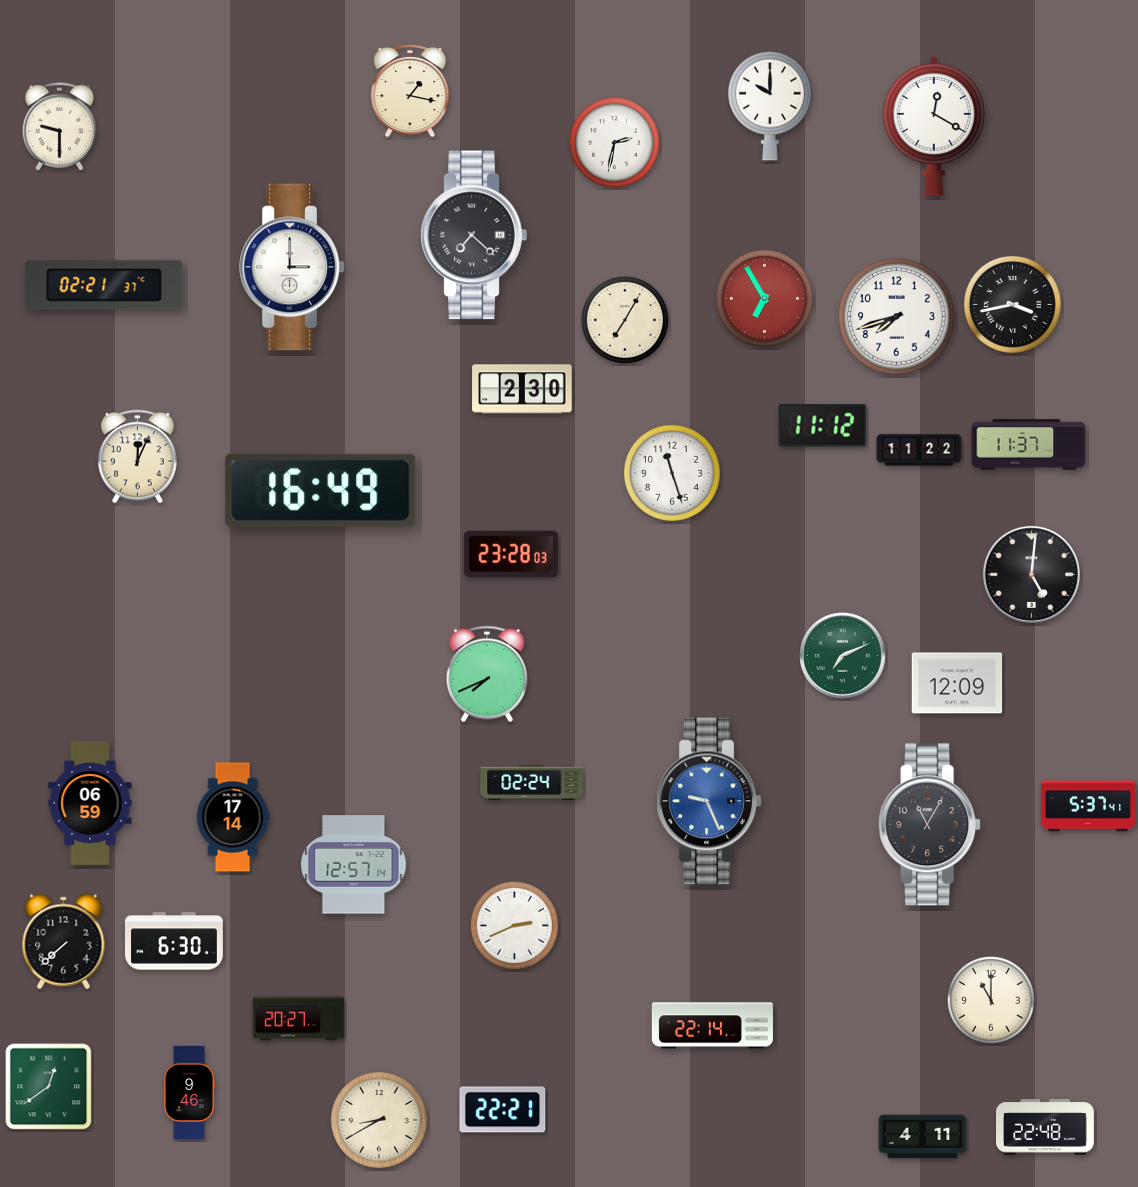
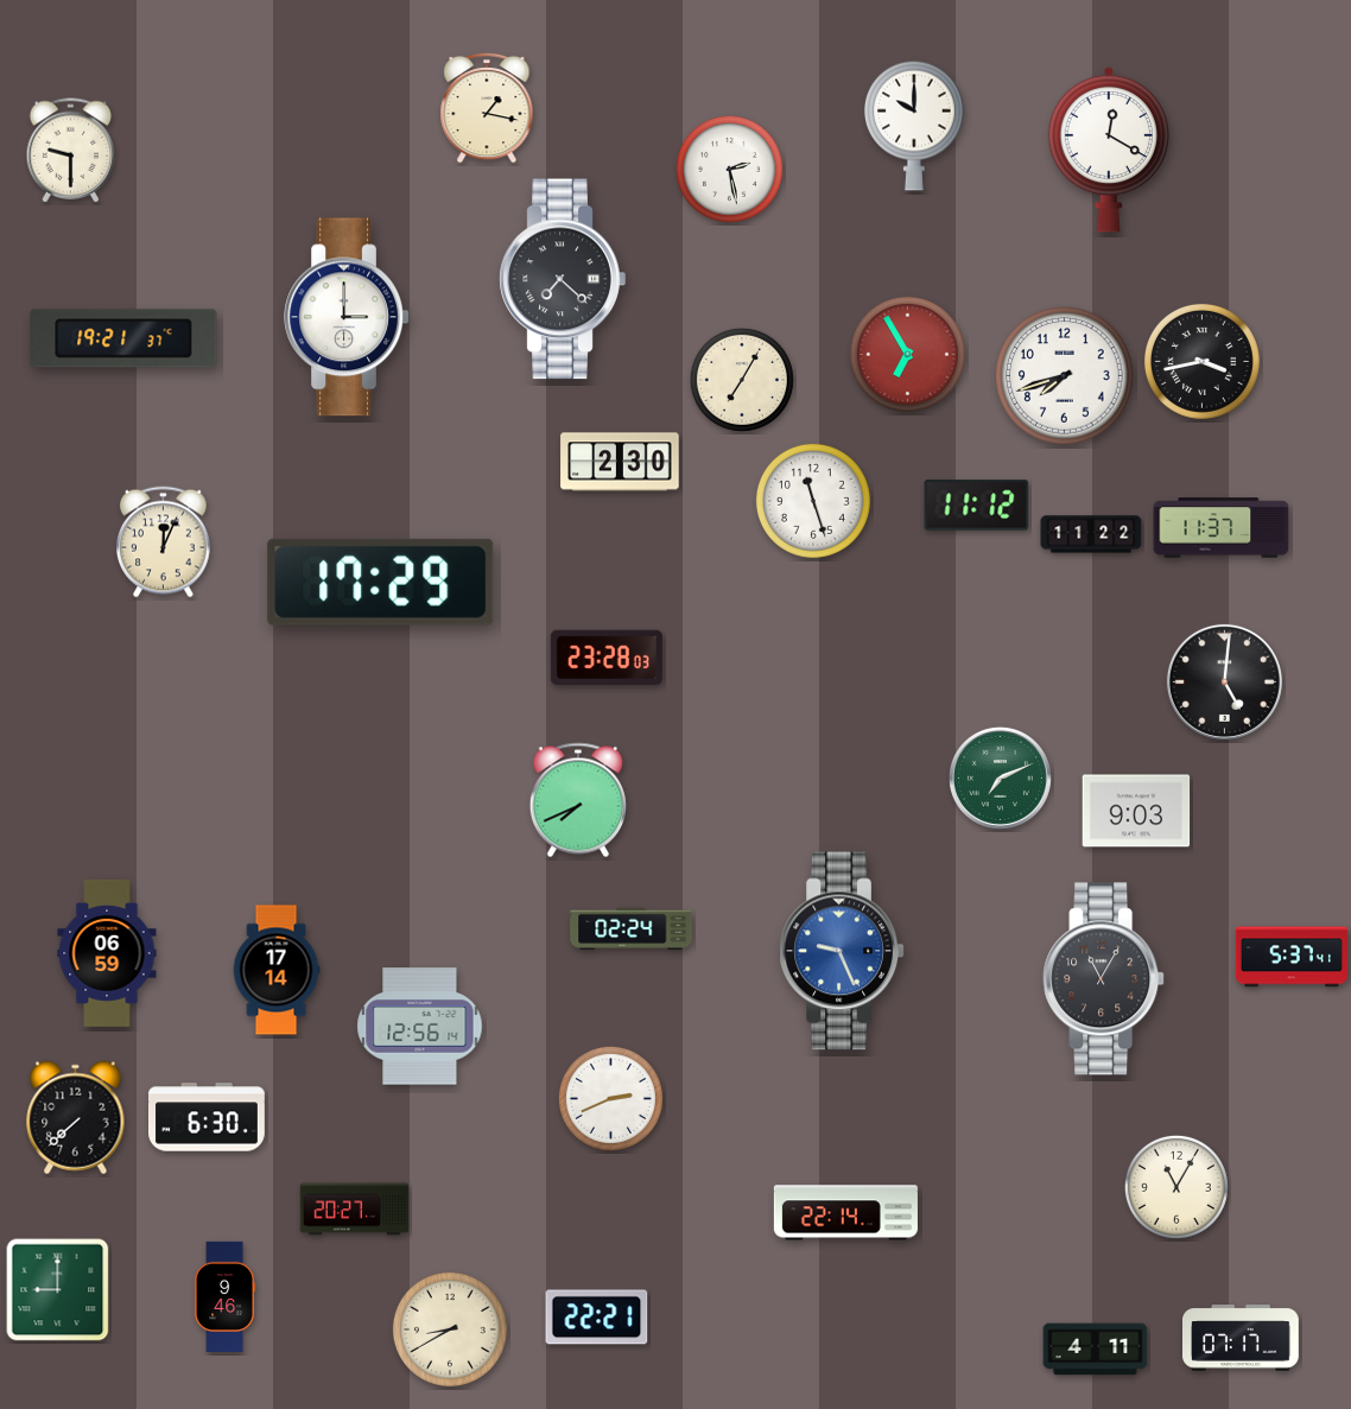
clock at (614, 142): 2:32 -> 2:28
clock at (104, 285): 02:21 -> 19:21
clock at (672, 473) position: (672, 473) -> (813, 501)
clock at (321, 490): 16:49 -> 17:29
clock at (957, 683): 12:09 -> 9:03
clock at (354, 865): 12:57 -> 12:56
clock at (991, 1000): 11:00 -> 11:05
clock at (712, 1026) position: (712, 1026) -> (845, 1213)
clock at (49, 1087): 12:39 -> 9:00
clock at (1046, 1127): 22:48 -> 07:17
